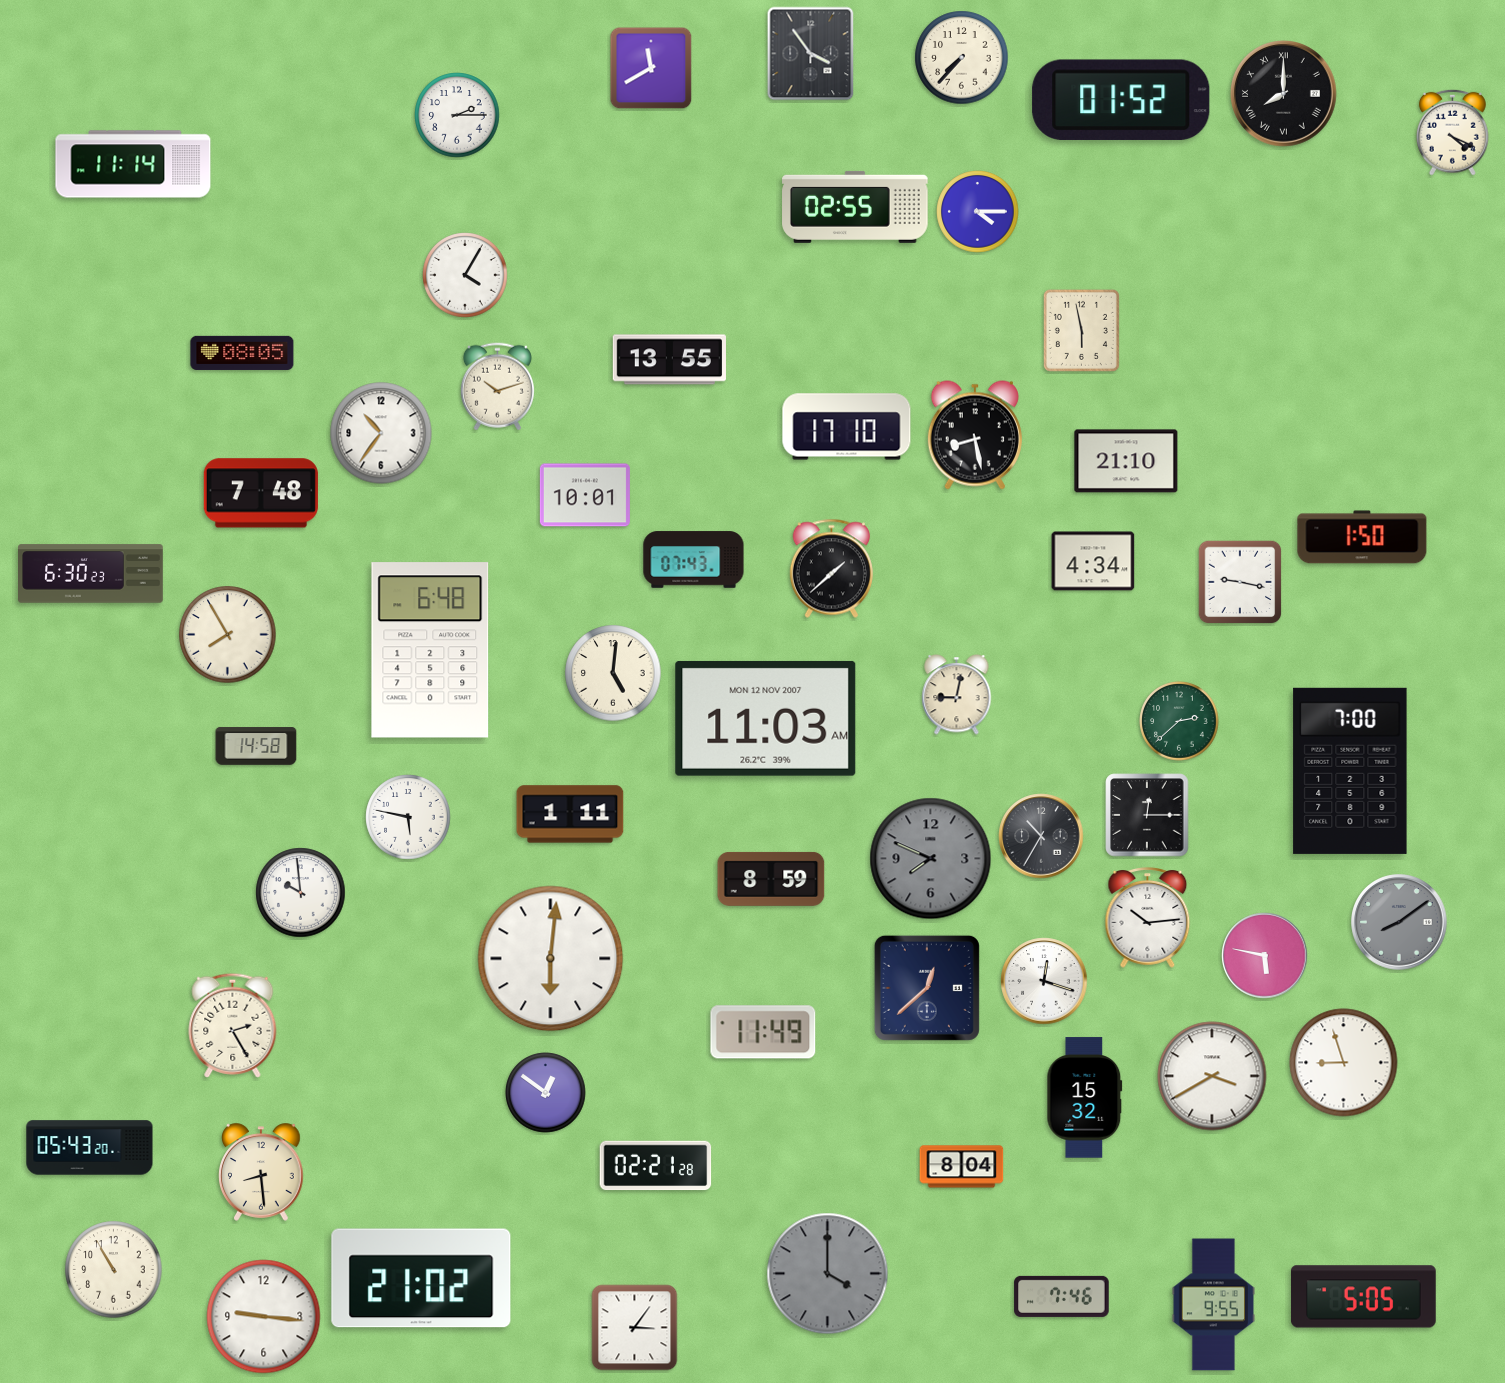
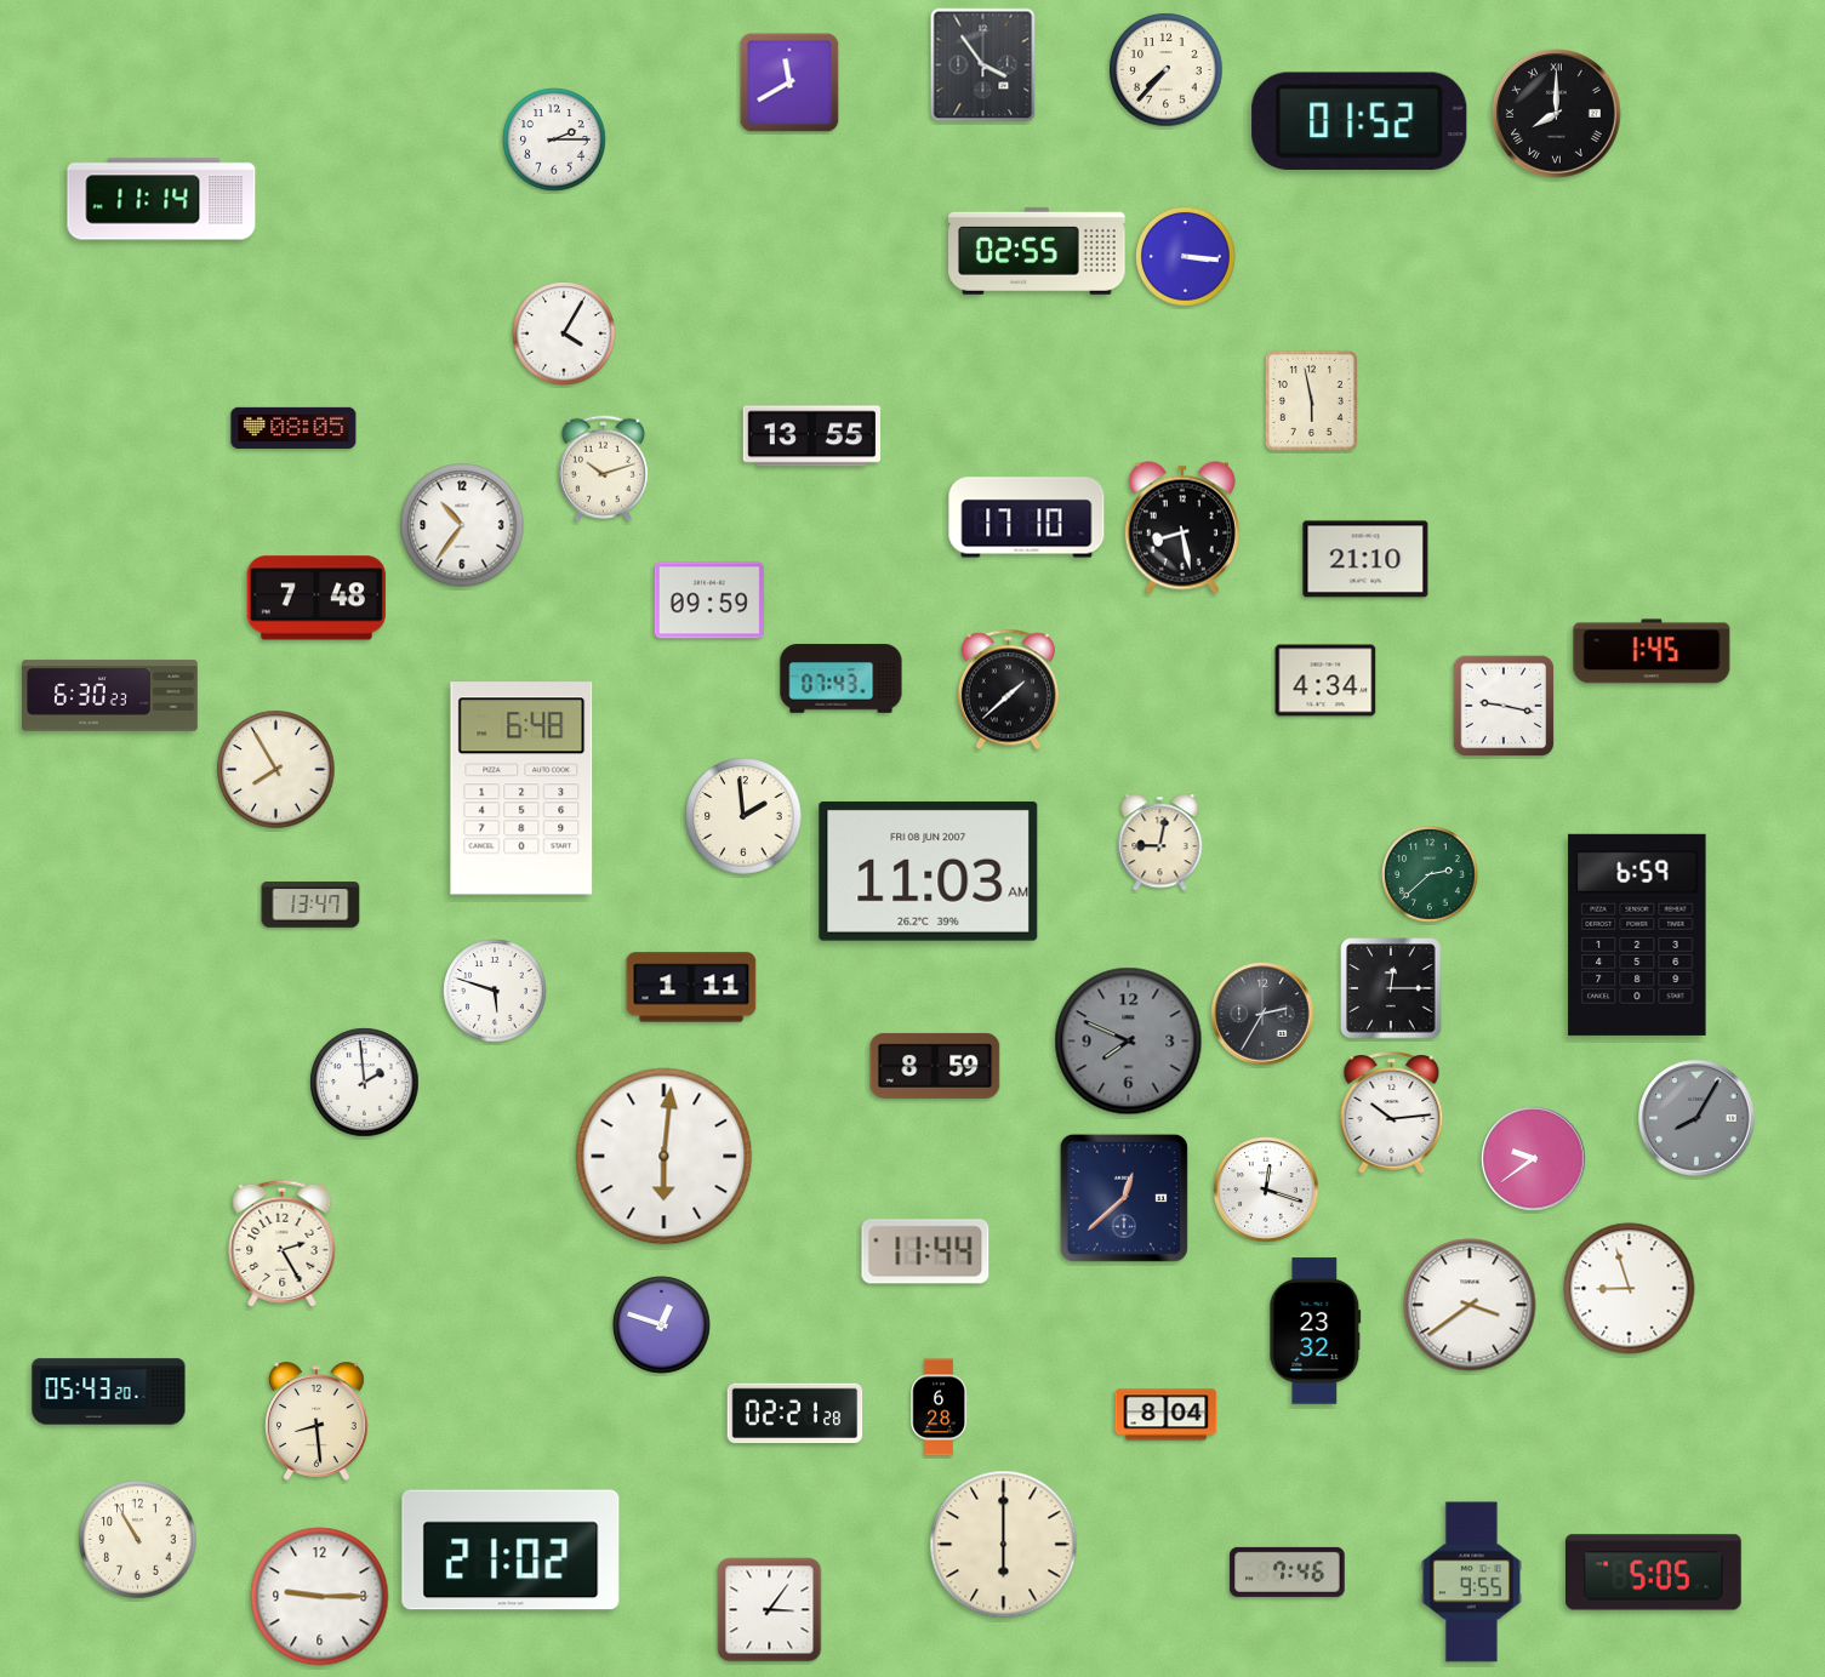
clock at (1453, 132): 4:19 -> none
clock at (978, 212): 4:15 -> 3:16
clock at (585, 495): 10:01 -> 09:59
clock at (1362, 537): 1:50 -> 1:45
clock at (613, 673): 5:01 -> 1:59
clock at (766, 718) date: MON 12 NOV 2007 -> FRI 08 JUN 2007
clock at (256, 746): 14:58 -> 13:47
clock at (1350, 771): 7:00 -> 6:59
clock at (408, 817): 5:47 -> 5:48
clock at (1041, 836): 10:35 -> 2:35
clock at (301, 893): 9:59 -> 1:59
clock at (1399, 922): 8:09 -> 8:05
clock at (1265, 956): 5:47 -> 9:39
clock at (551, 959) position: (551, 959) -> (665, 1157)
clock at (763, 1032): 11:49 -> 11:44
clock at (1212, 1076): 3:40 -> 3:39
clock at (546, 1093): 12:51 -> 12:48
clock at (1085, 1098): 15:32 -> 23:32
clock at (939, 1408): none -> 6:28
clock at (828, 1274): 4:00 -> 6:00
clock at (828, 1274) dial: grey -> cream
clock at (264, 1317): 9:16 -> 9:15
